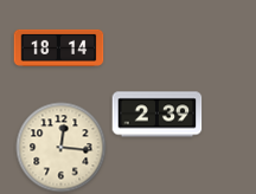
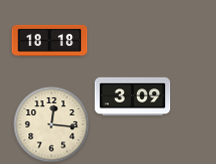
clock at (59, 47): 18:14 -> 18:18
clock at (158, 115): 2:39 -> 3:09
